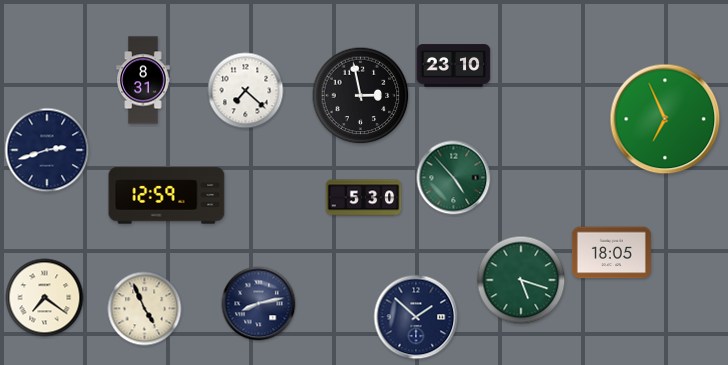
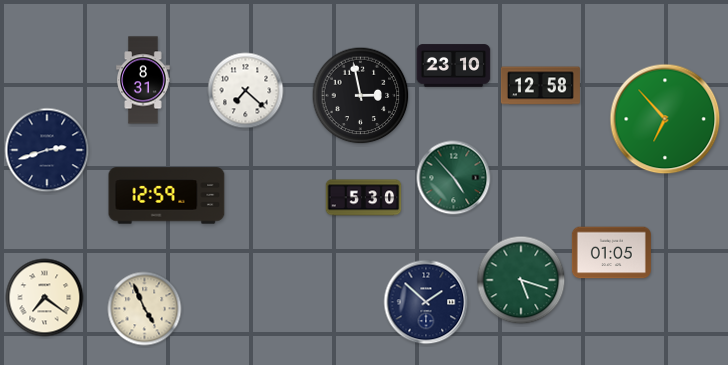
clock at (540, 86): none -> 12:58
clock at (665, 119): 6:56 -> 6:53
clock at (611, 253): 18:05 -> 01:05
clock at (259, 304): 8:13 -> none
clock at (416, 317) position: (416, 317) -> (426, 302)
